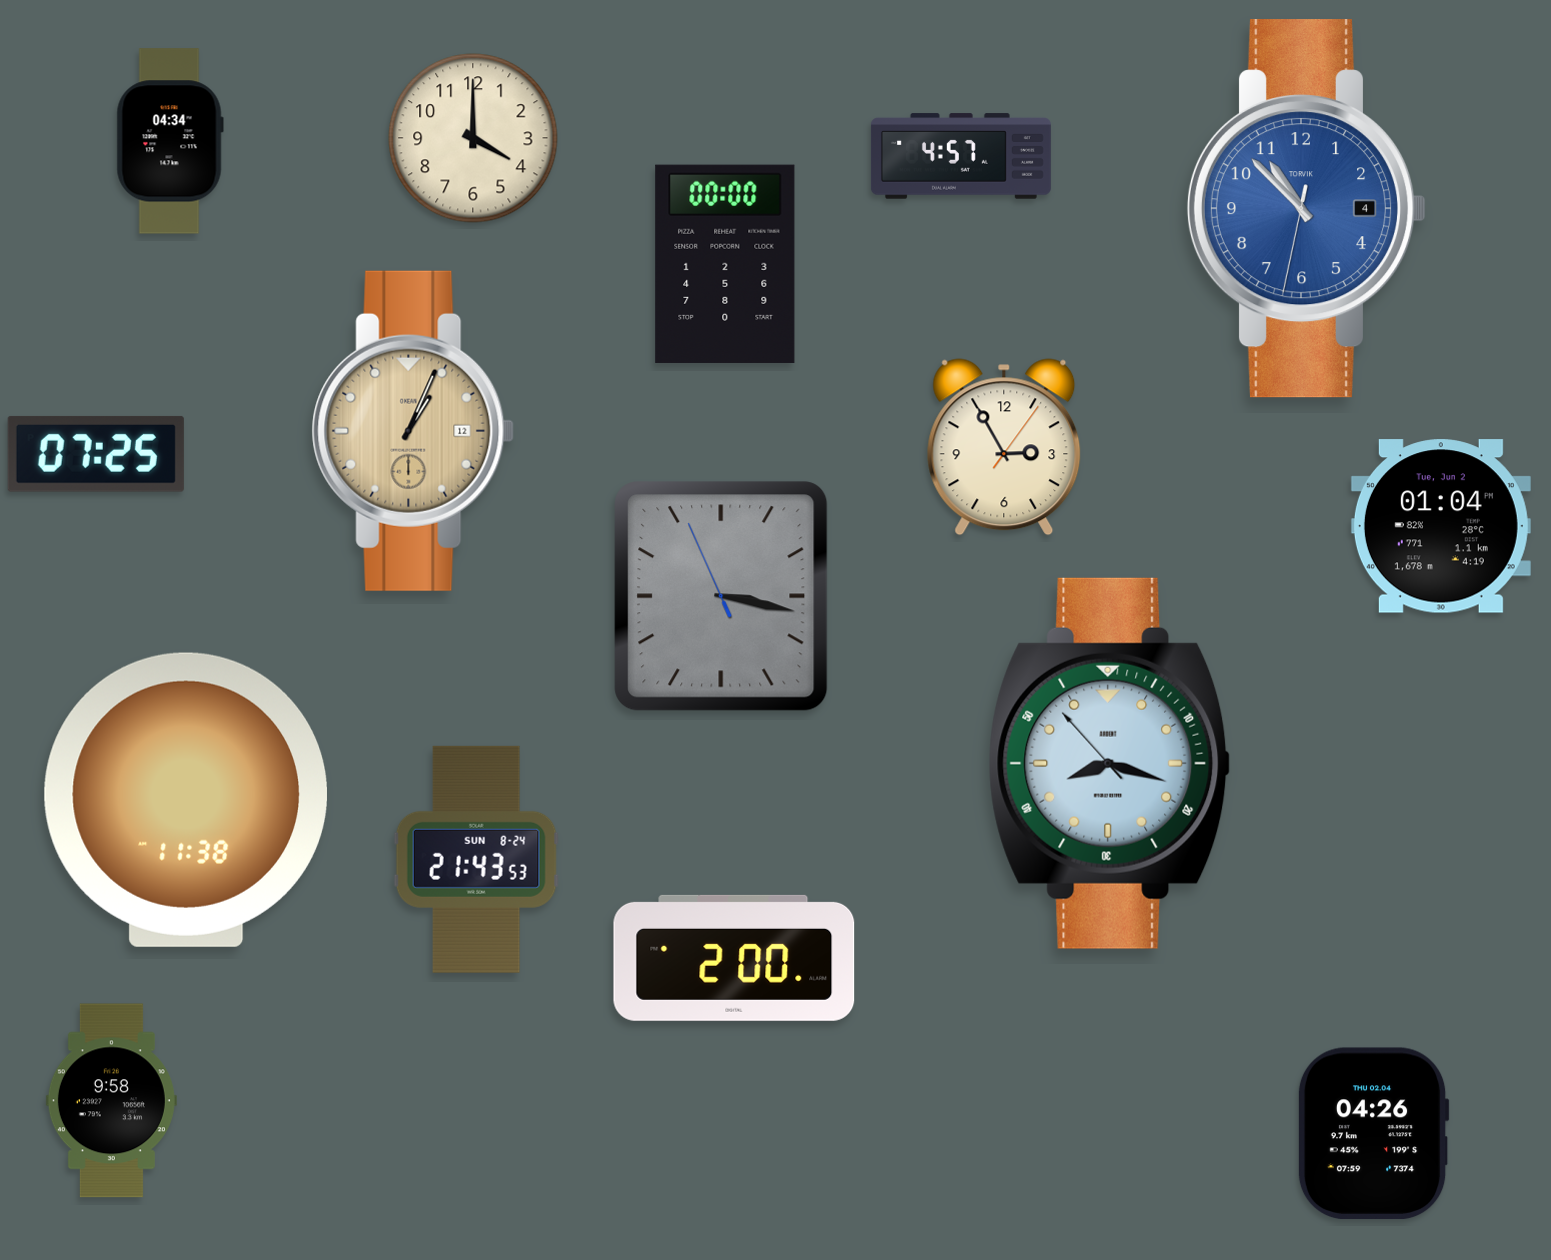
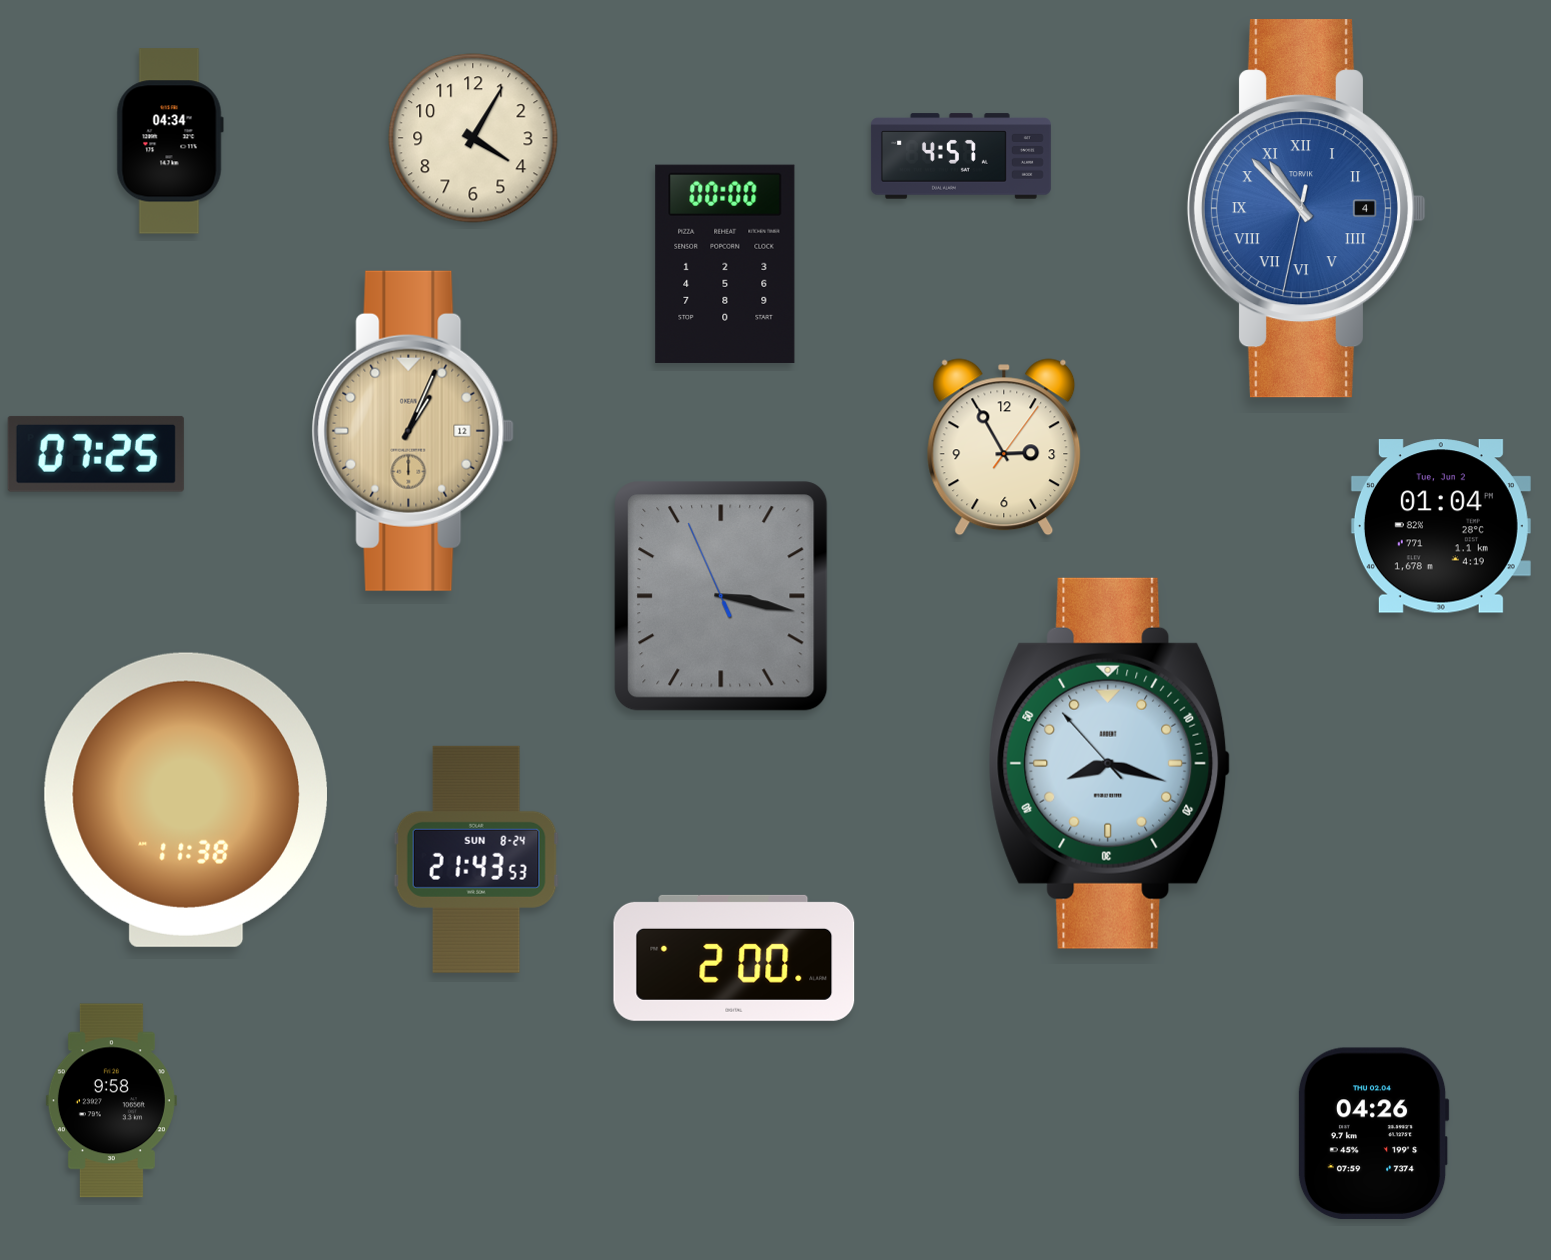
clock at (473, 138): 4:00 -> 4:05
clock at (1307, 209) numerals: Arabic -> Roman
